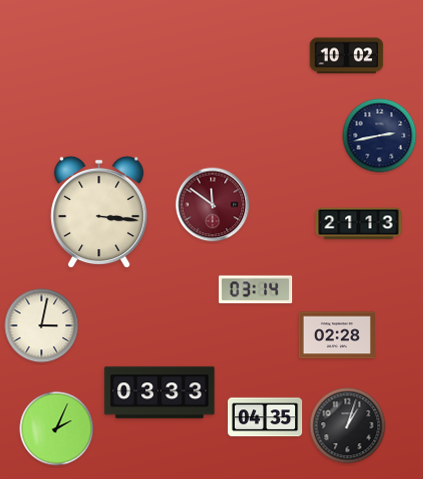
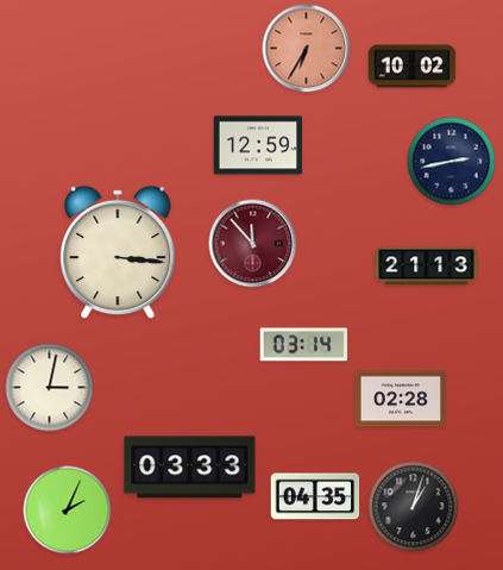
clock at (307, 49): none -> 6:35
clock at (258, 145): none -> 12:59
clock at (213, 205): 11:51 -> 11:53
